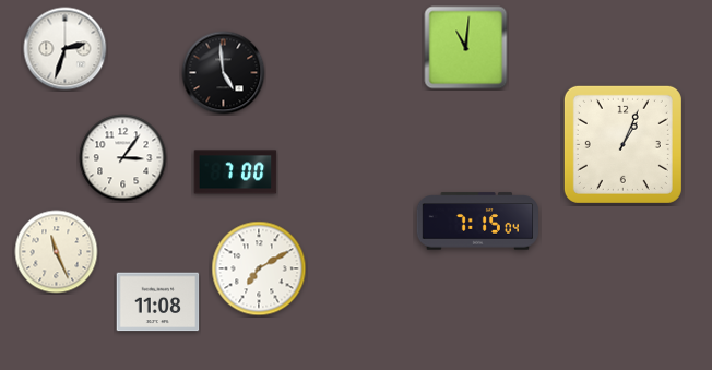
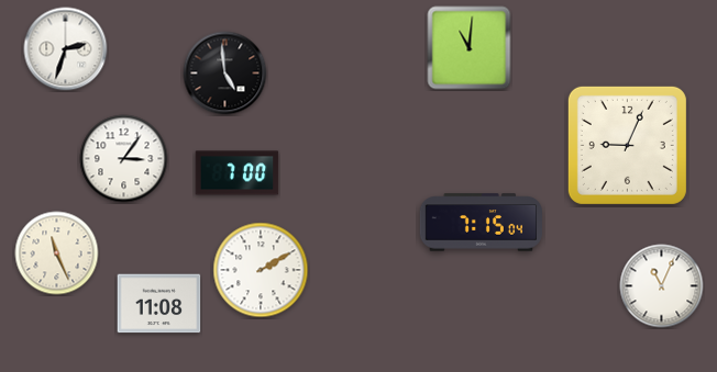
clock at (622, 144): 1:04 -> 9:04
clock at (259, 268): 7:10 -> 2:10
clock at (662, 286): none -> 11:04
